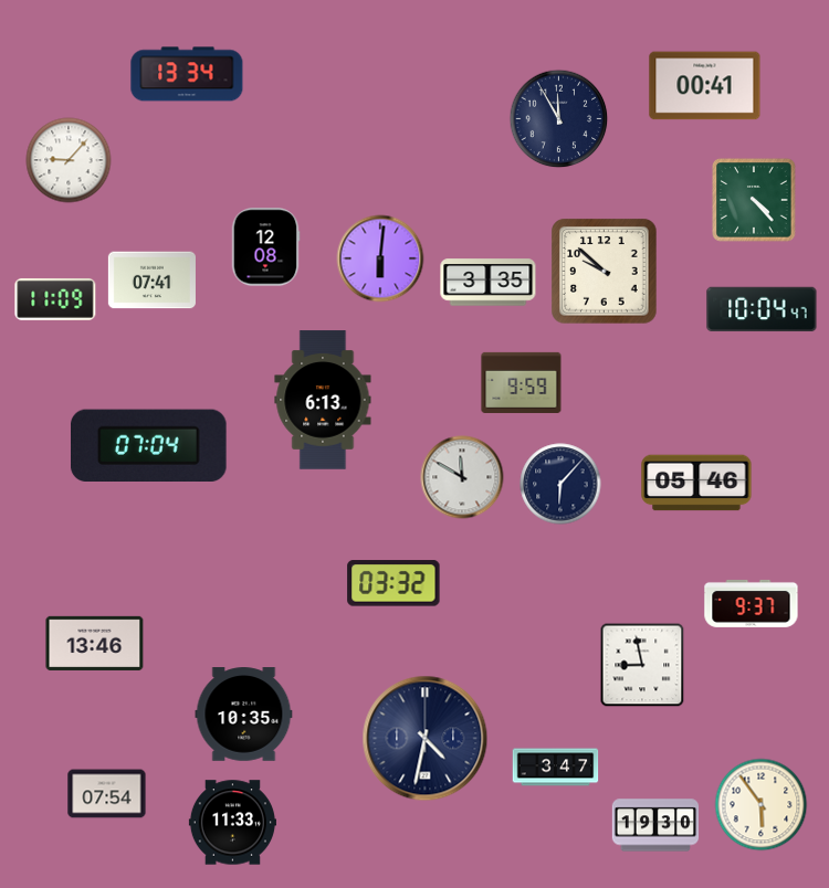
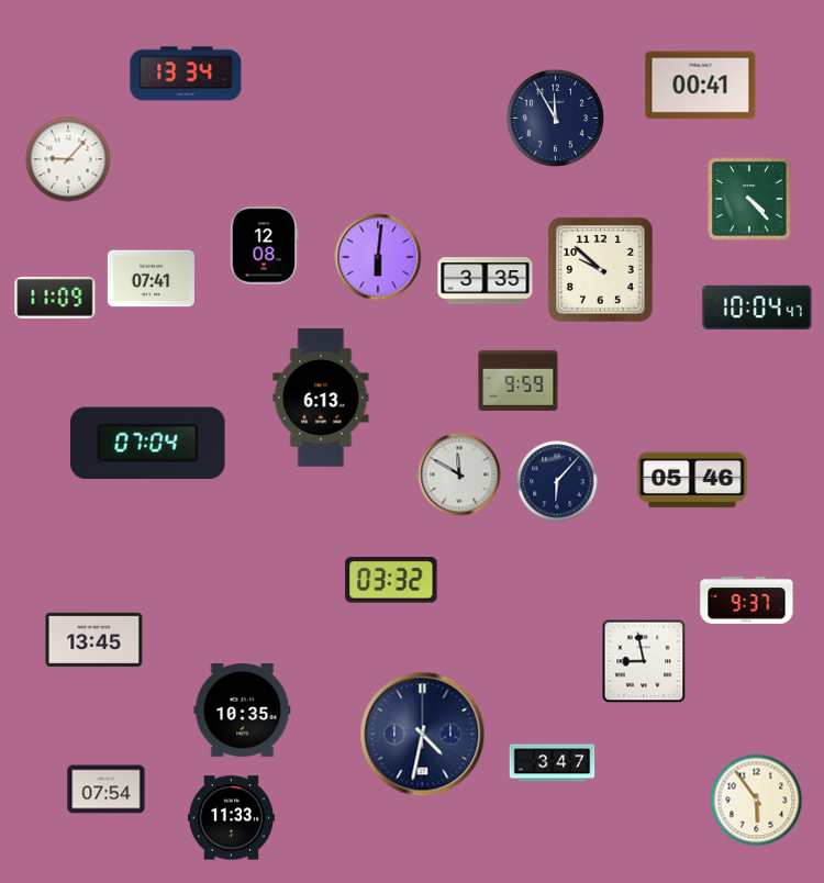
clock at (95, 643): 13:46 -> 13:45
clock at (642, 665) position: (642, 665) -> (644, 661)
clock at (655, 825): 19:30 -> none
